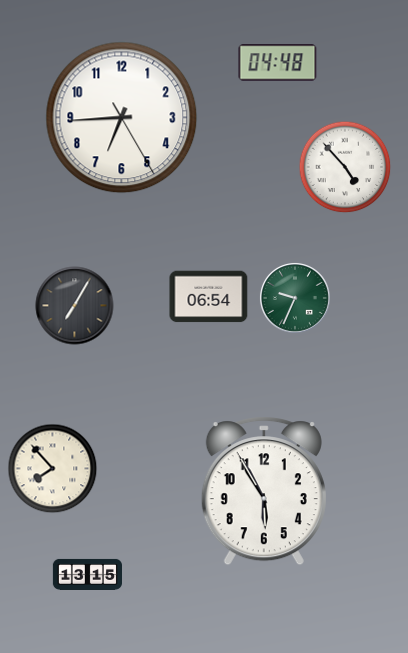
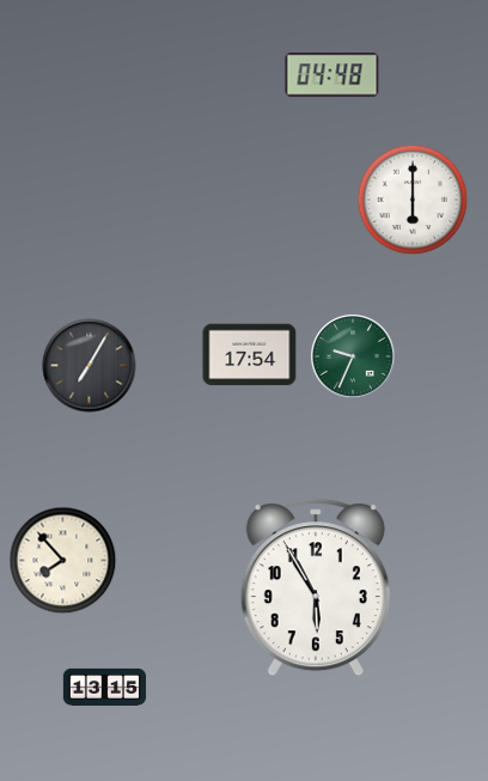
clock at (122, 118): 6:44 -> none
clock at (345, 167): 4:53 -> 6:00
clock at (209, 297): 06:54 -> 17:54
